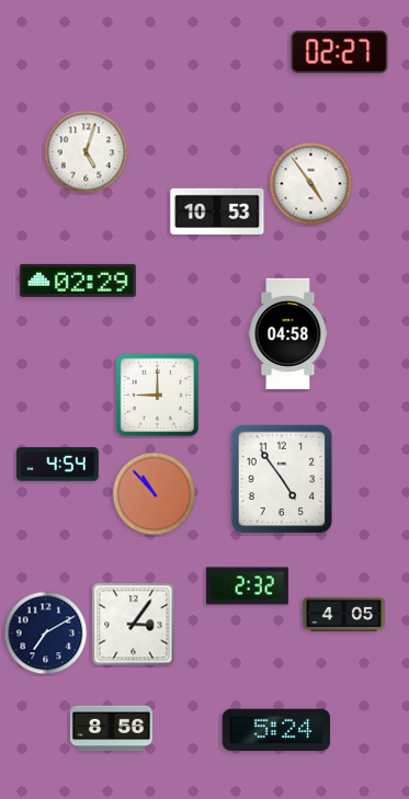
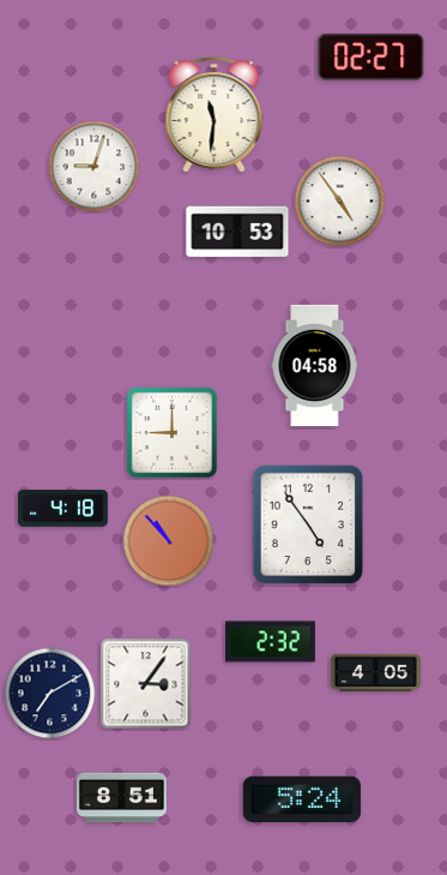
clock at (215, 115): none -> 11:31
clock at (87, 152): 5:03 -> 9:03
clock at (78, 281): 02:29 -> none
clock at (57, 465): 4:54 -> 4:18
clock at (111, 729): 8:56 -> 8:51
